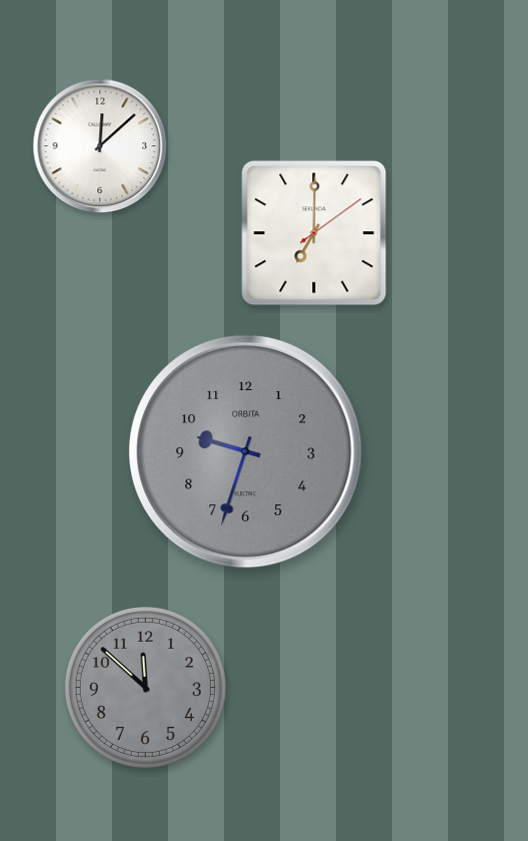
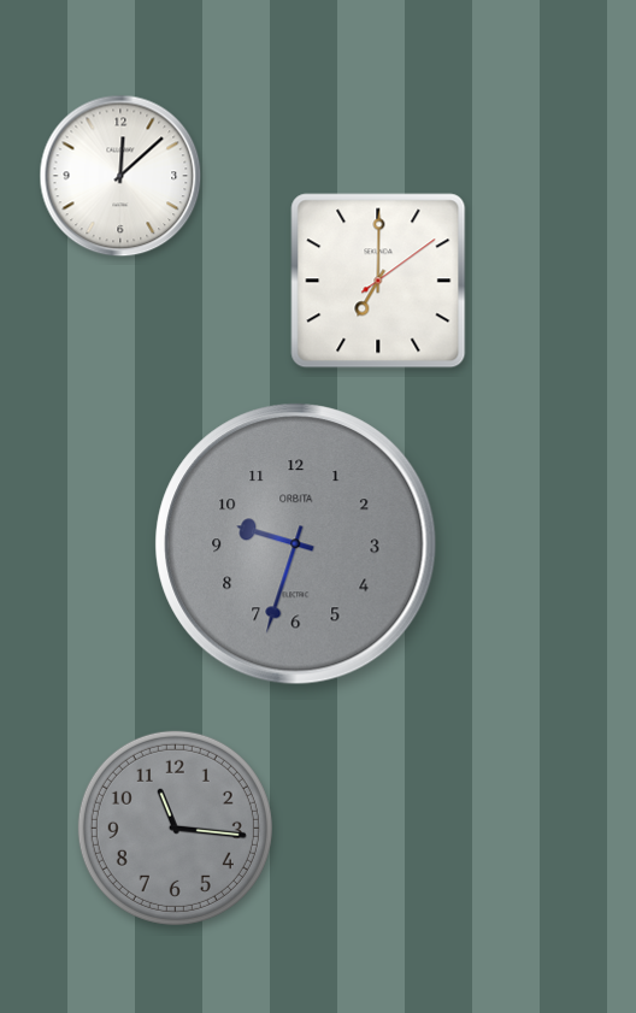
clock at (145, 687): 11:52 -> 11:16
